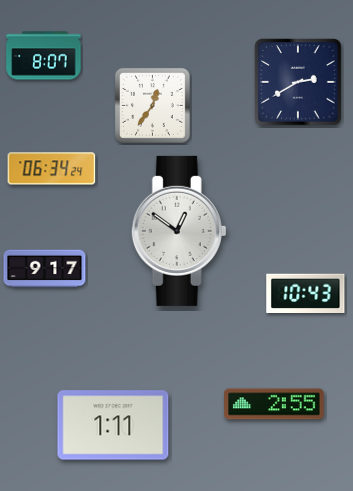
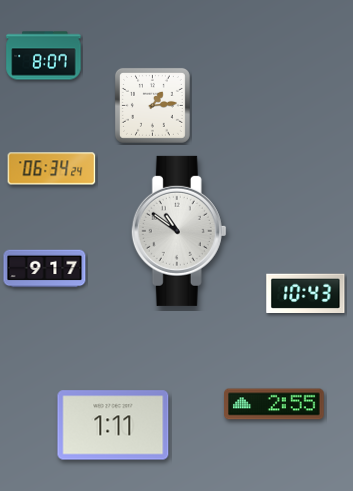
clock at (298, 82): 2:40 -> none
clock at (152, 105): 12:36 -> 1:14
clock at (179, 231): 12:51 -> 10:51
